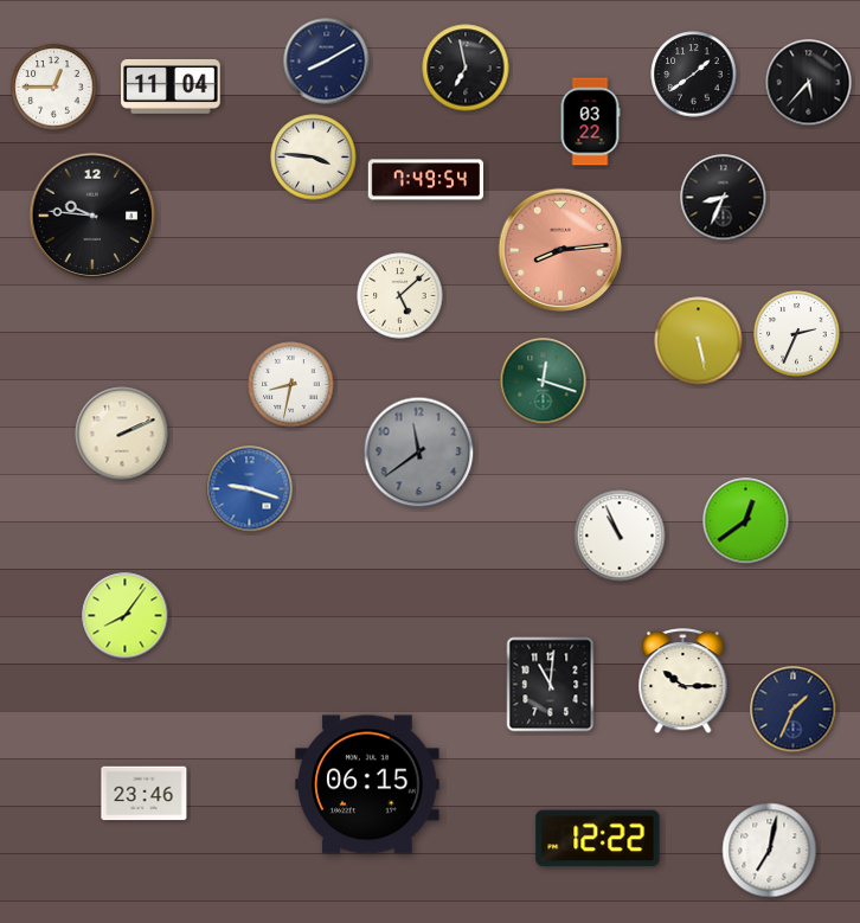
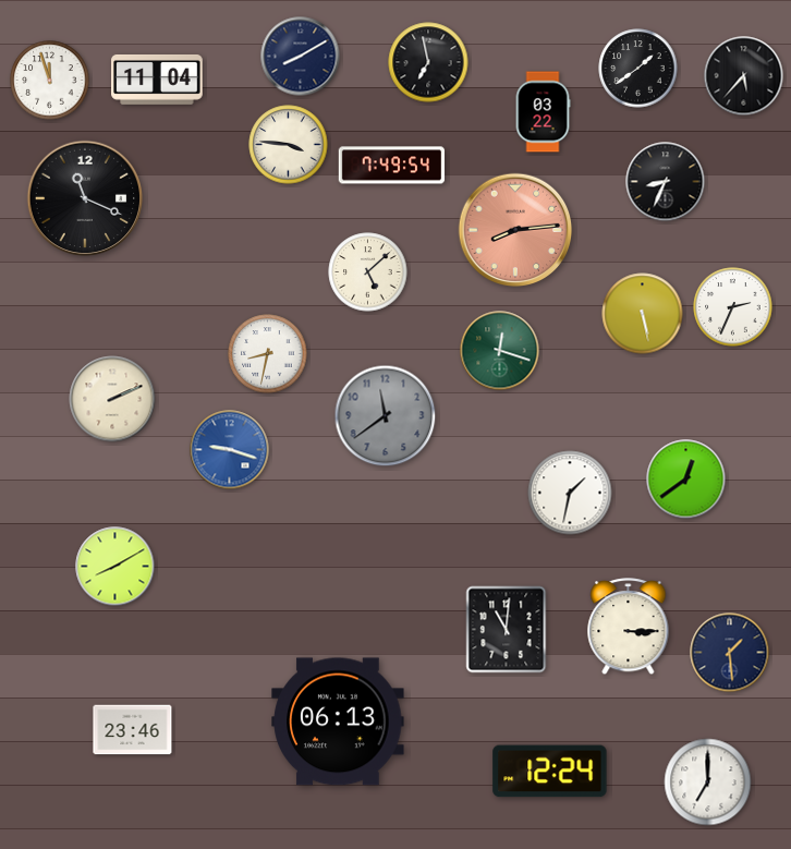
clock at (54, 88): 12:45 -> 11:57
clock at (92, 216): 9:46 -> 11:19
clock at (620, 536): 10:56 -> 1:32
clock at (126, 616): 8:06 -> 8:10
clock at (683, 681): 10:15 -> 3:15
clock at (794, 710): 1:34 -> 1:29
clock at (367, 784): 06:15 -> 06:13
clock at (598, 839): 12:22 -> 12:24
clock at (770, 851): 7:02 -> 7:00
